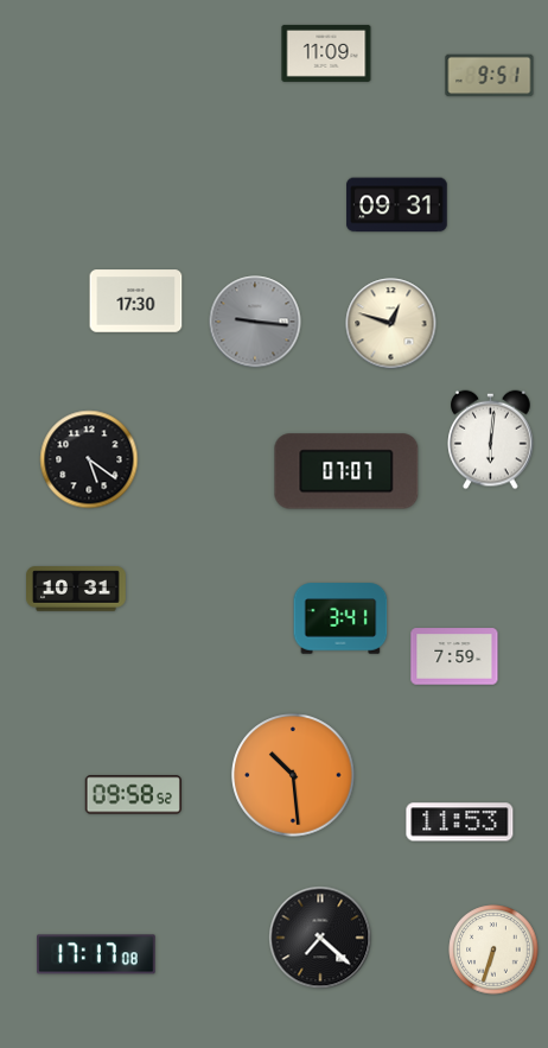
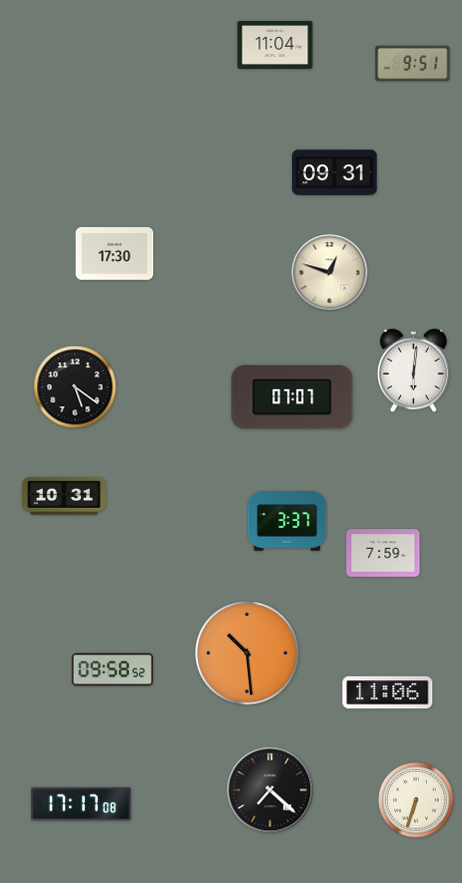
clock at (326, 53): 11:09 -> 11:04
clock at (255, 322): 9:16 -> none
clock at (340, 618): 3:41 -> 3:37
clock at (460, 822): 11:53 -> 11:06
